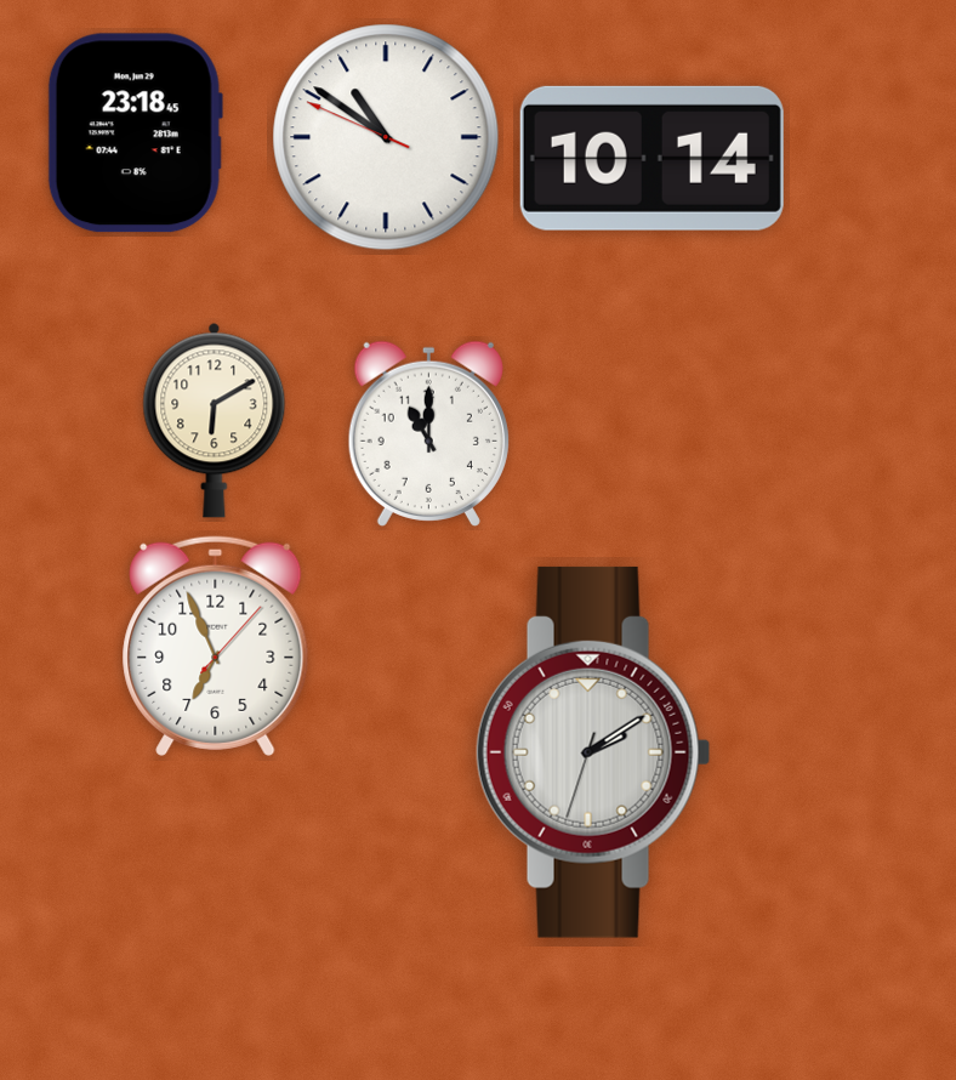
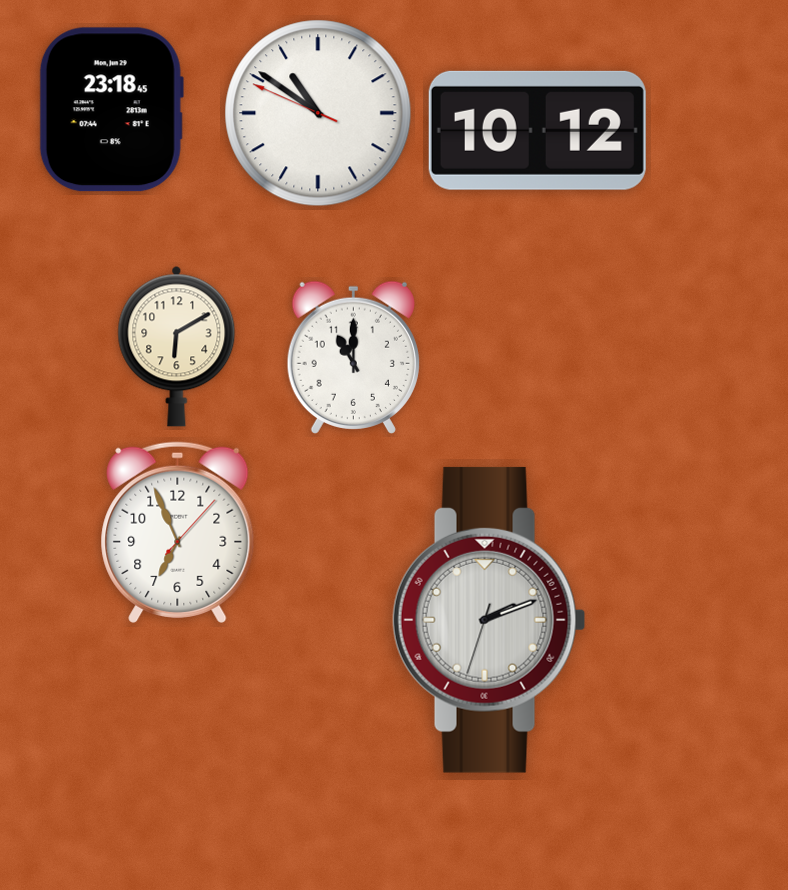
clock at (651, 158): 10:14 -> 10:12
clock at (593, 752): 2:09 -> 2:11
